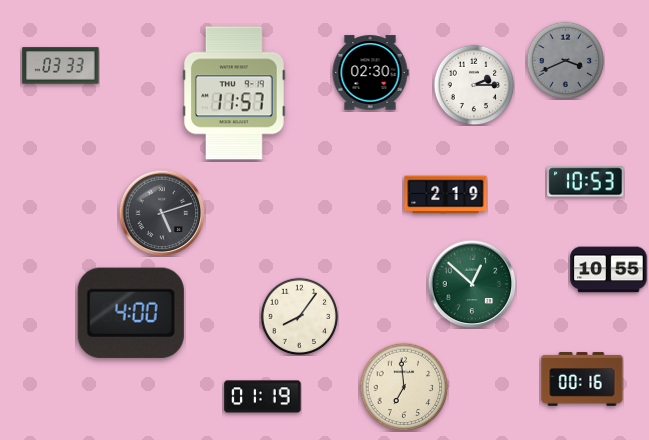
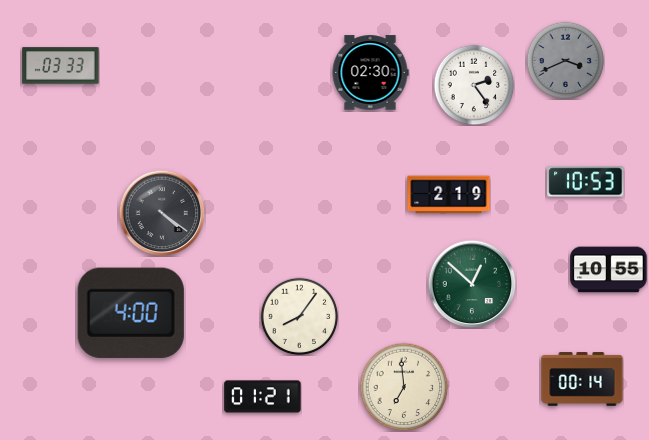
clock at (474, 85): 2:15 -> 2:24
clock at (234, 93): 11:57 -> none
clock at (446, 195) position: (446, 195) -> (449, 195)
clock at (162, 213): 5:12 -> 4:21
clock at (582, 379): 00:16 -> 00:14
clock at (263, 397): 01:19 -> 01:21
